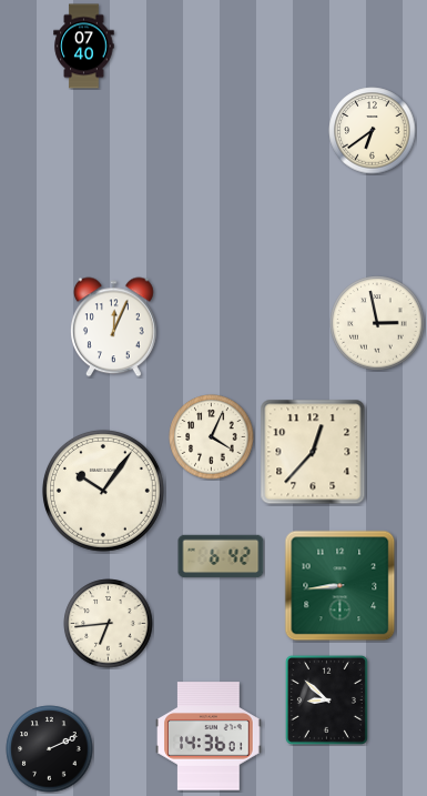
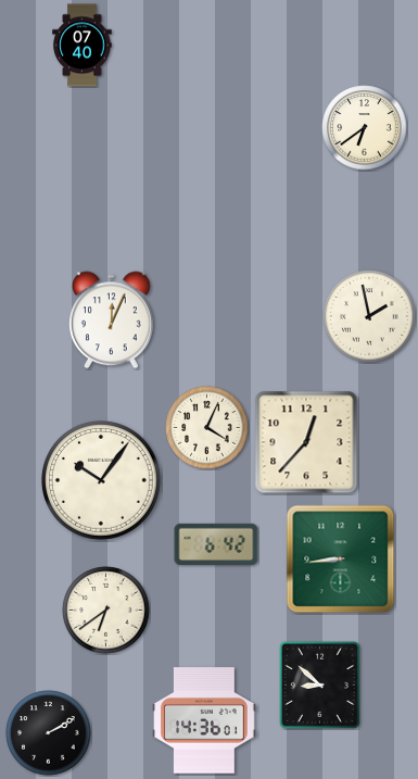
clock at (377, 323): 2:58 -> 1:58
clock at (340, 586) position: (340, 586) -> (341, 560)
clock at (109, 624): 6:44 -> 6:39
clock at (50, 749): 2:11 -> 2:10
